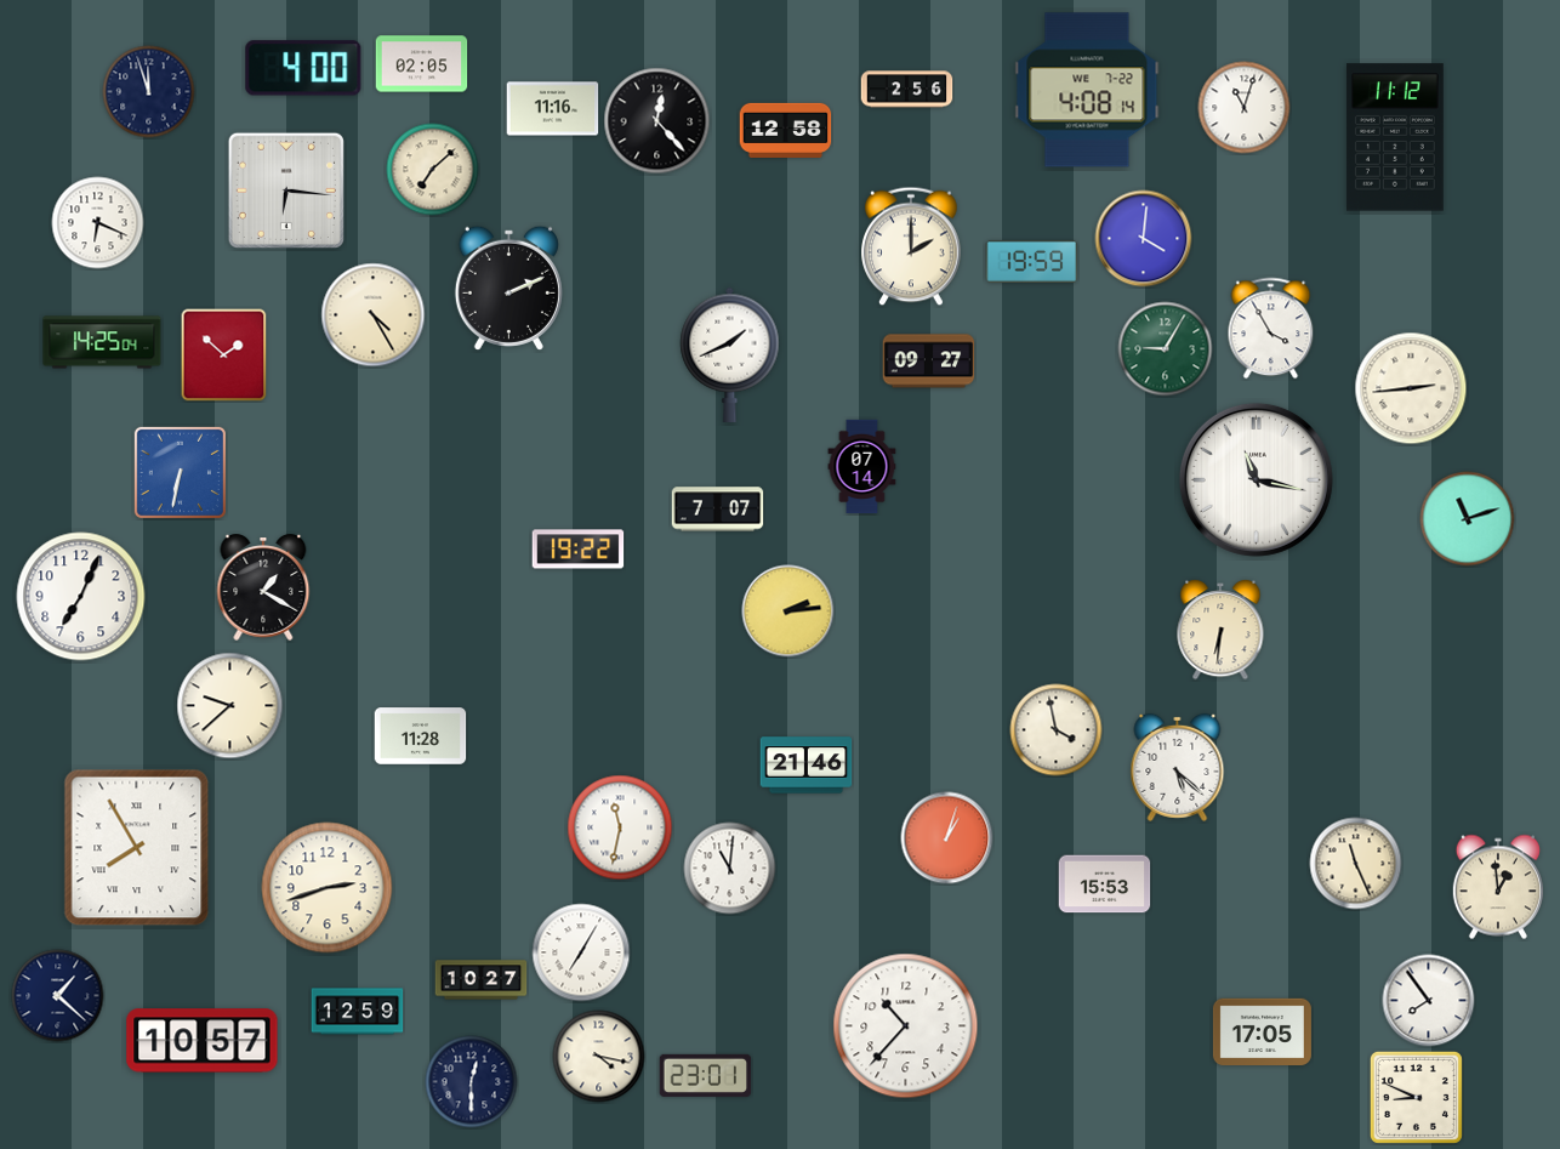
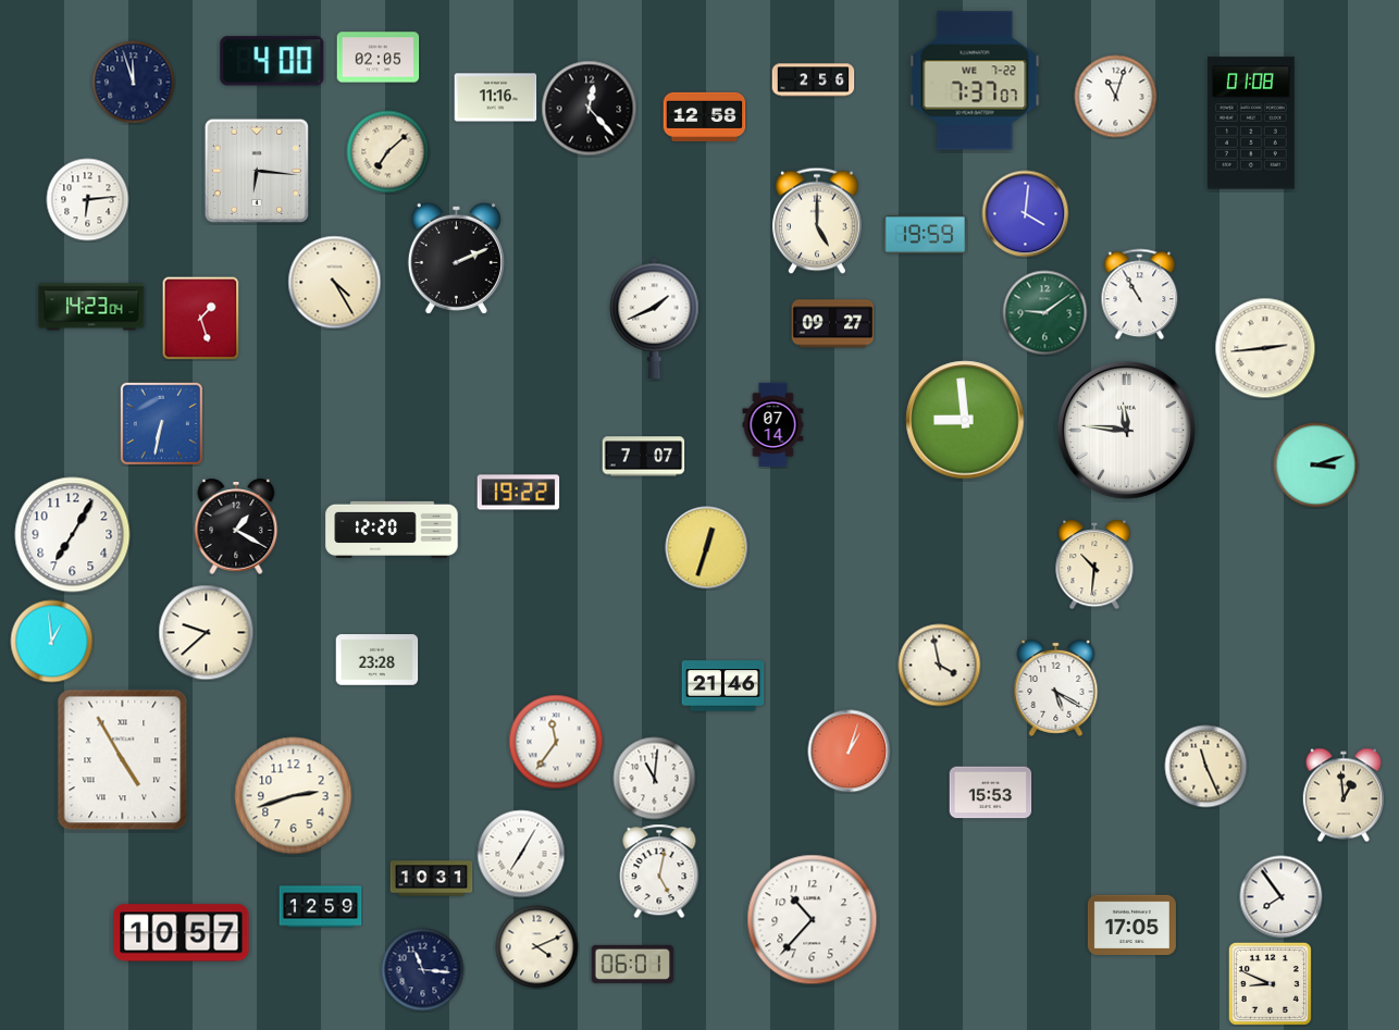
clock at (1087, 90): 4:08 -> 7:37
clock at (1395, 137): 11:12 -> 01:08
clock at (98, 223): 6:19 -> 6:14
clock at (911, 246): 2:00 -> 5:00
clock at (1271, 329): 3:55 -> 10:55
clock at (102, 342): 14:25 -> 14:23
clock at (1166, 349): 9:05 -> 9:09
clock at (224, 355): 1:52 -> 1:27
clock at (862, 467) position: (862, 467) -> (773, 425)
clock at (965, 420): none -> 8:59
clock at (1256, 479): 11:17 -> 11:46
clock at (1468, 519): 11:12 -> 3:12
clock at (392, 530): none -> 12:20
clock at (81, 597): 7:04 -> 7:05
clock at (788, 612): 2:14 -> 12:33
clock at (1220, 630): 6:31 -> 10:31
clock at (52, 642): none -> 12:59
clock at (1057, 730) position: (1057, 730) -> (940, 666)
clock at (421, 736): 11:28 -> 23:28
clock at (1178, 767): 5:22 -> 5:20
clock at (620, 827): 11:32 -> 11:36
clock at (137, 848): 7:55 -> 4:55
clock at (1356, 864) position: (1356, 864) -> (1206, 767)
clock at (659, 871): none -> 5:02
clock at (482, 980): 10:27 -> 10:31
clock at (58, 996): 1:22 -> none
clock at (599, 1057): 4:17 -> 4:11
clock at (706, 1075): 23:01 -> 06:01
clock at (472, 1082): 12:30 -> 11:16
